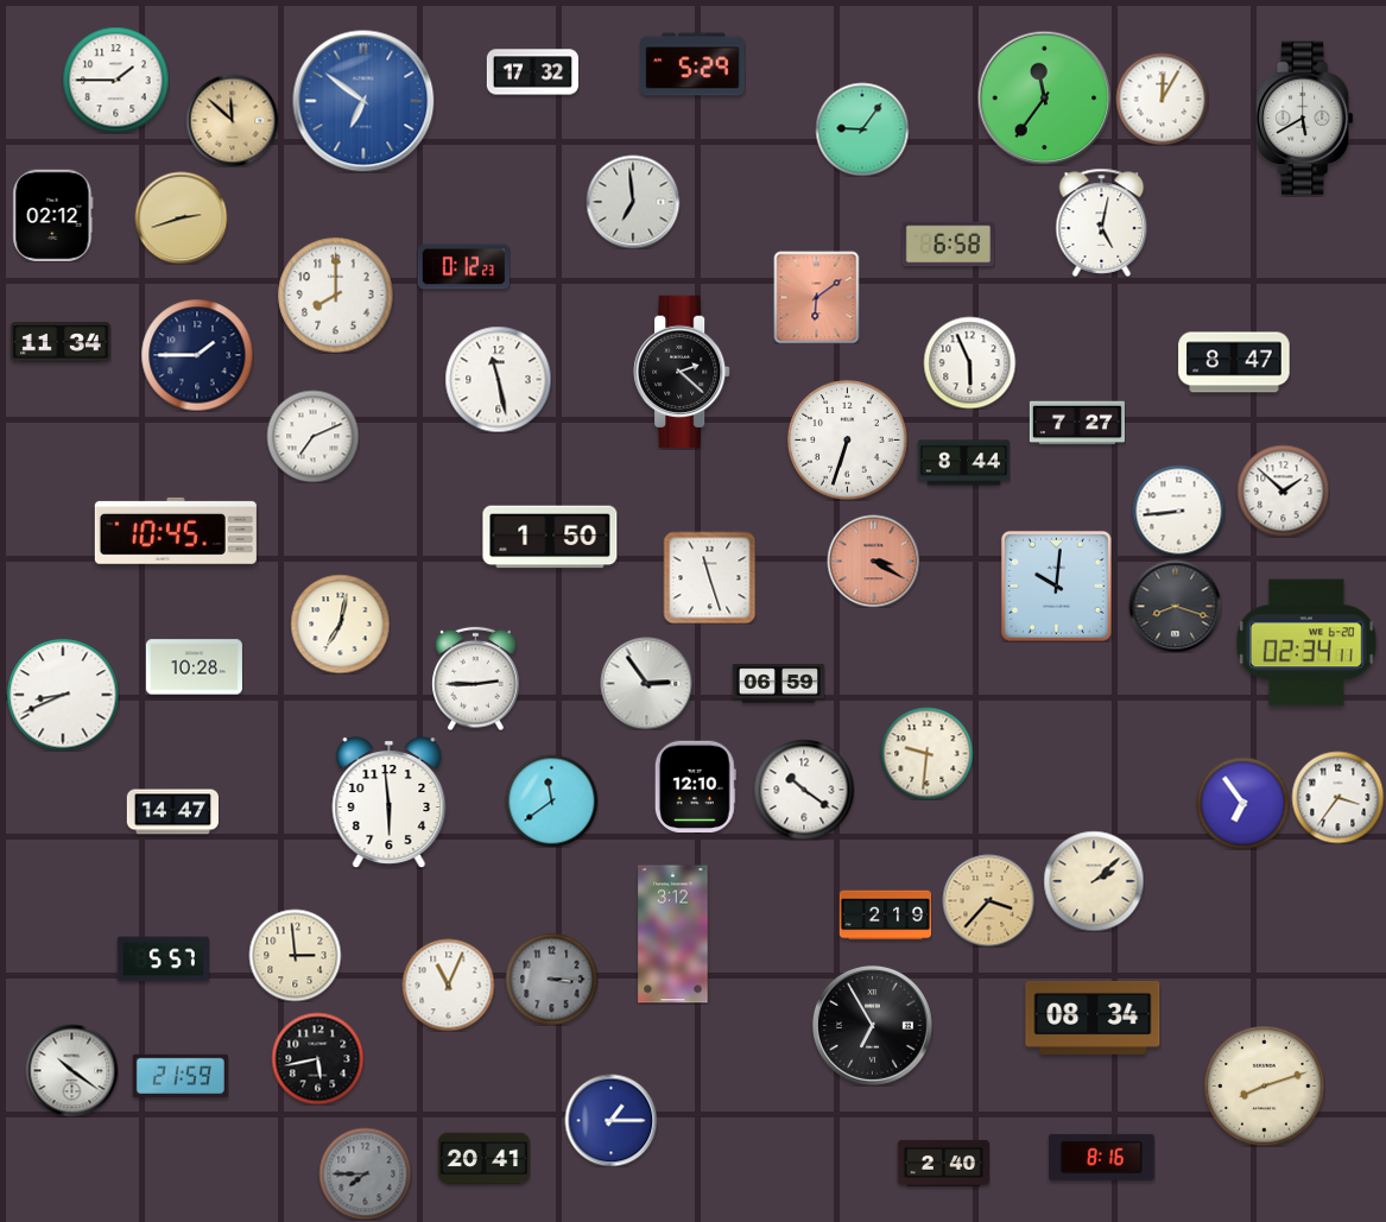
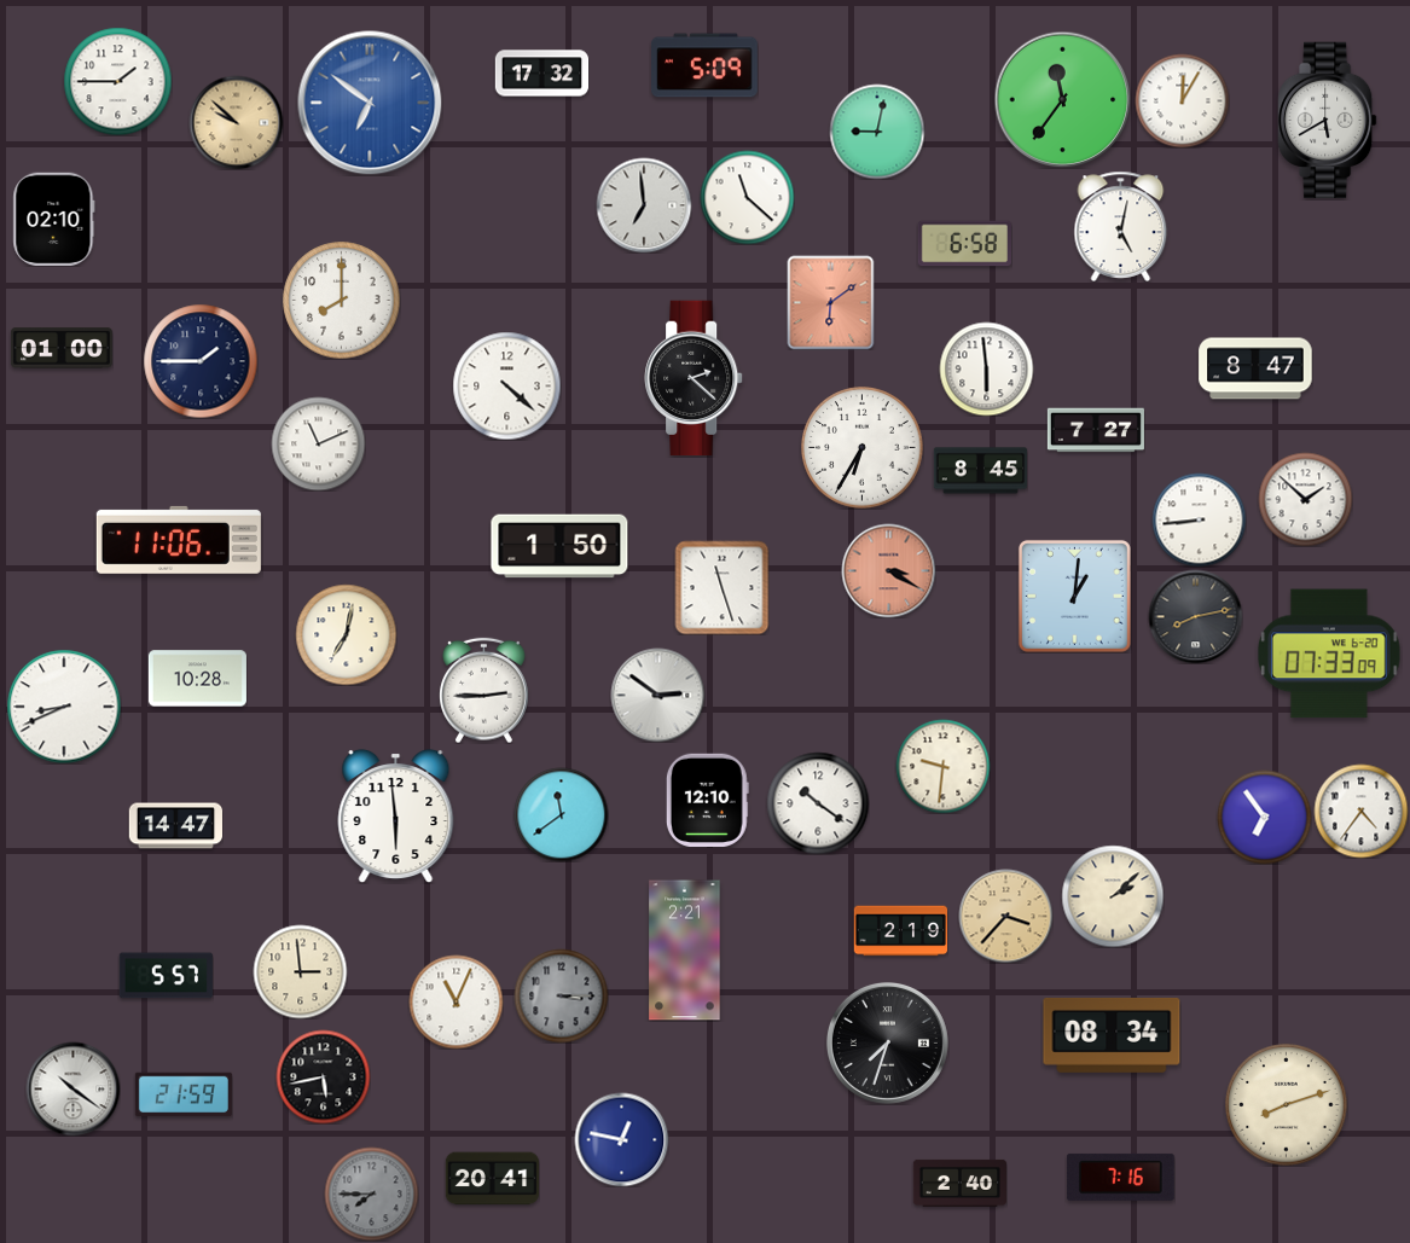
clock at (694, 64): 5:29 -> 5:09
clock at (232, 120): 11:52 -> 9:52
clock at (862, 129): 9:06 -> 9:02
clock at (747, 197): none -> 11:22
clock at (53, 215): 02:12 -> 02:10
clock at (181, 217): 2:42 -> none
clock at (948, 245) position: (948, 245) -> (964, 244)
clock at (463, 267): 0:12 -> none
clock at (61, 342): 11:34 -> 01:00
clock at (969, 362): 5:56 -> 5:59
clock at (498, 379): 11:28 -> 4:22
clock at (312, 436): 7:11 -> 11:11
clock at (848, 441): 6:33 -> 6:35
clock at (963, 463): 8:44 -> 8:45
clock at (176, 531): 10:45 -> 11:06
clock at (1056, 585): 10:01 -> 1:01
clock at (1175, 606): 8:18 -> 8:13
clock at (1306, 642): 02:34 -> 07:33
clock at (646, 683): 2:54 -> 2:51
clock at (778, 684): 06:59 -> none
clock at (1337, 797): 3:36 -> 4:36
clock at (673, 935): 3:12 -> 2:21
clock at (872, 1025): 6:55 -> 7:33
clock at (610, 1120): 1:15 -> 12:47
clock at (1102, 1157): 8:16 -> 7:16
